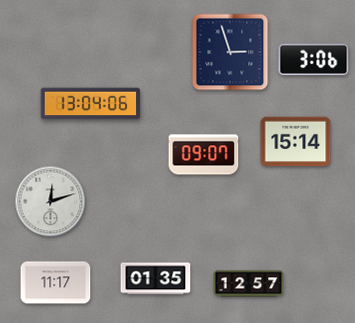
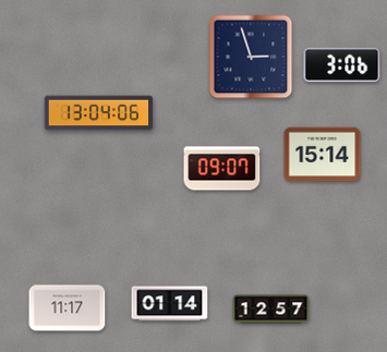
clock at (51, 202): 12:12 -> none
clock at (156, 279): 01:35 -> 01:14
clock at (56, 283) position: (56, 283) -> (68, 308)
